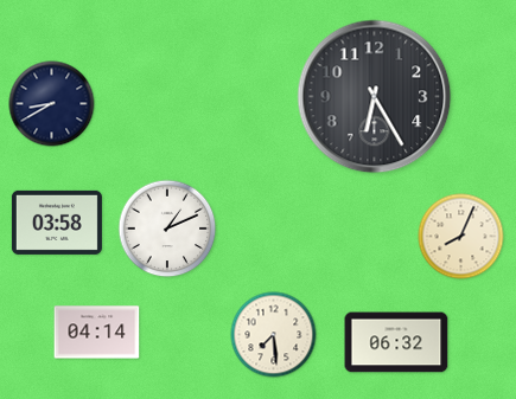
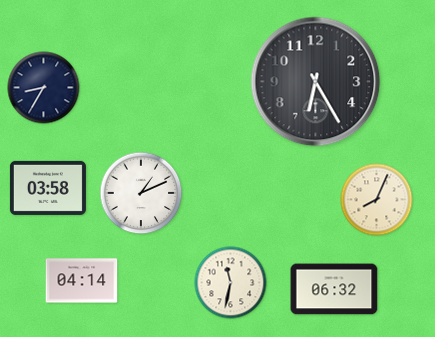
clock at (52, 104): 8:40 -> 8:35
clock at (461, 237) position: (461, 237) -> (377, 200)
clock at (274, 335): 7:29 -> 11:32
